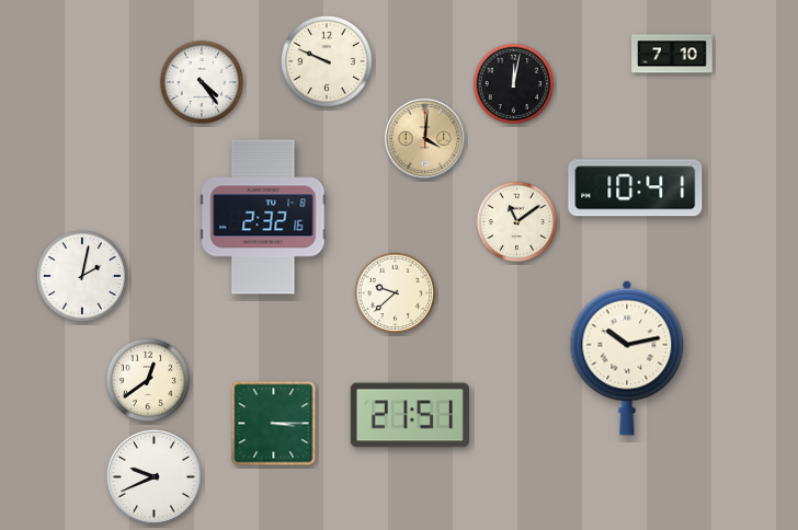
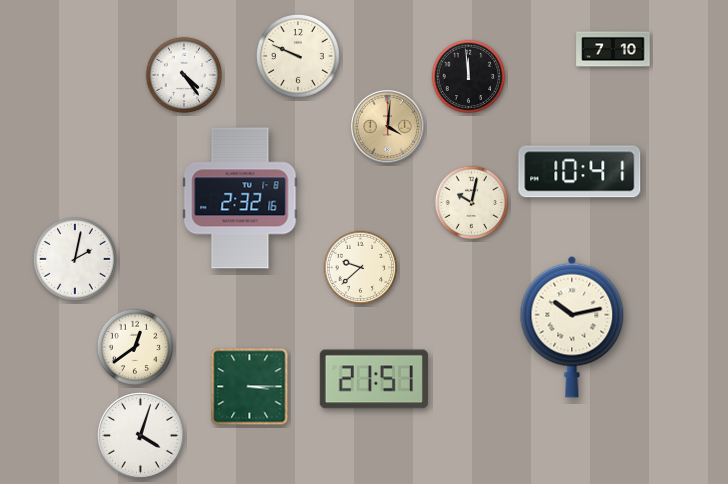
clock at (514, 84): 12:02 -> 11:59
clock at (517, 222): 11:09 -> 10:02
clock at (82, 276) position: (82, 276) -> (75, 259)
clock at (155, 477): 9:41 -> 4:03
